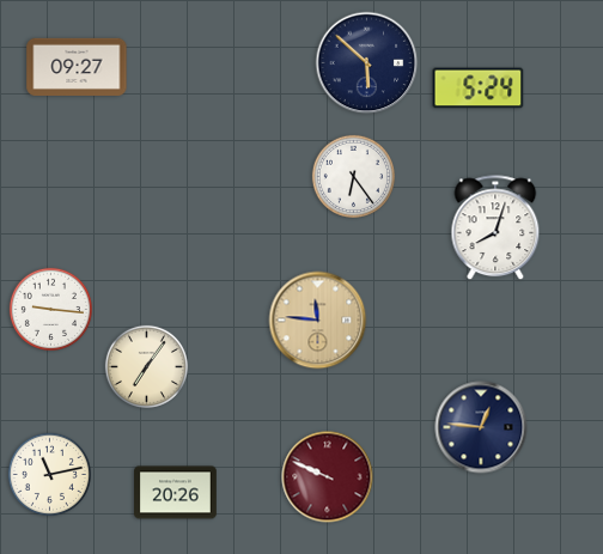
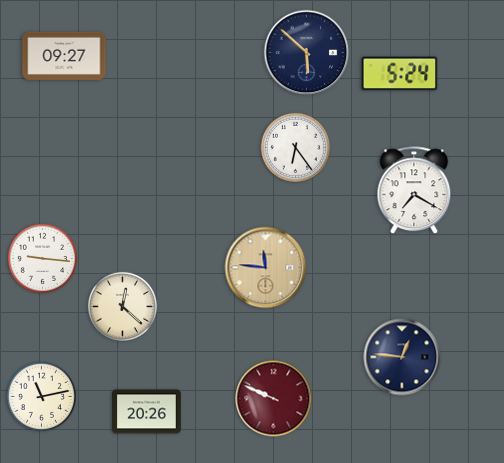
clock at (495, 229): 8:03 -> 7:20
clock at (146, 366): 7:06 -> 12:22
